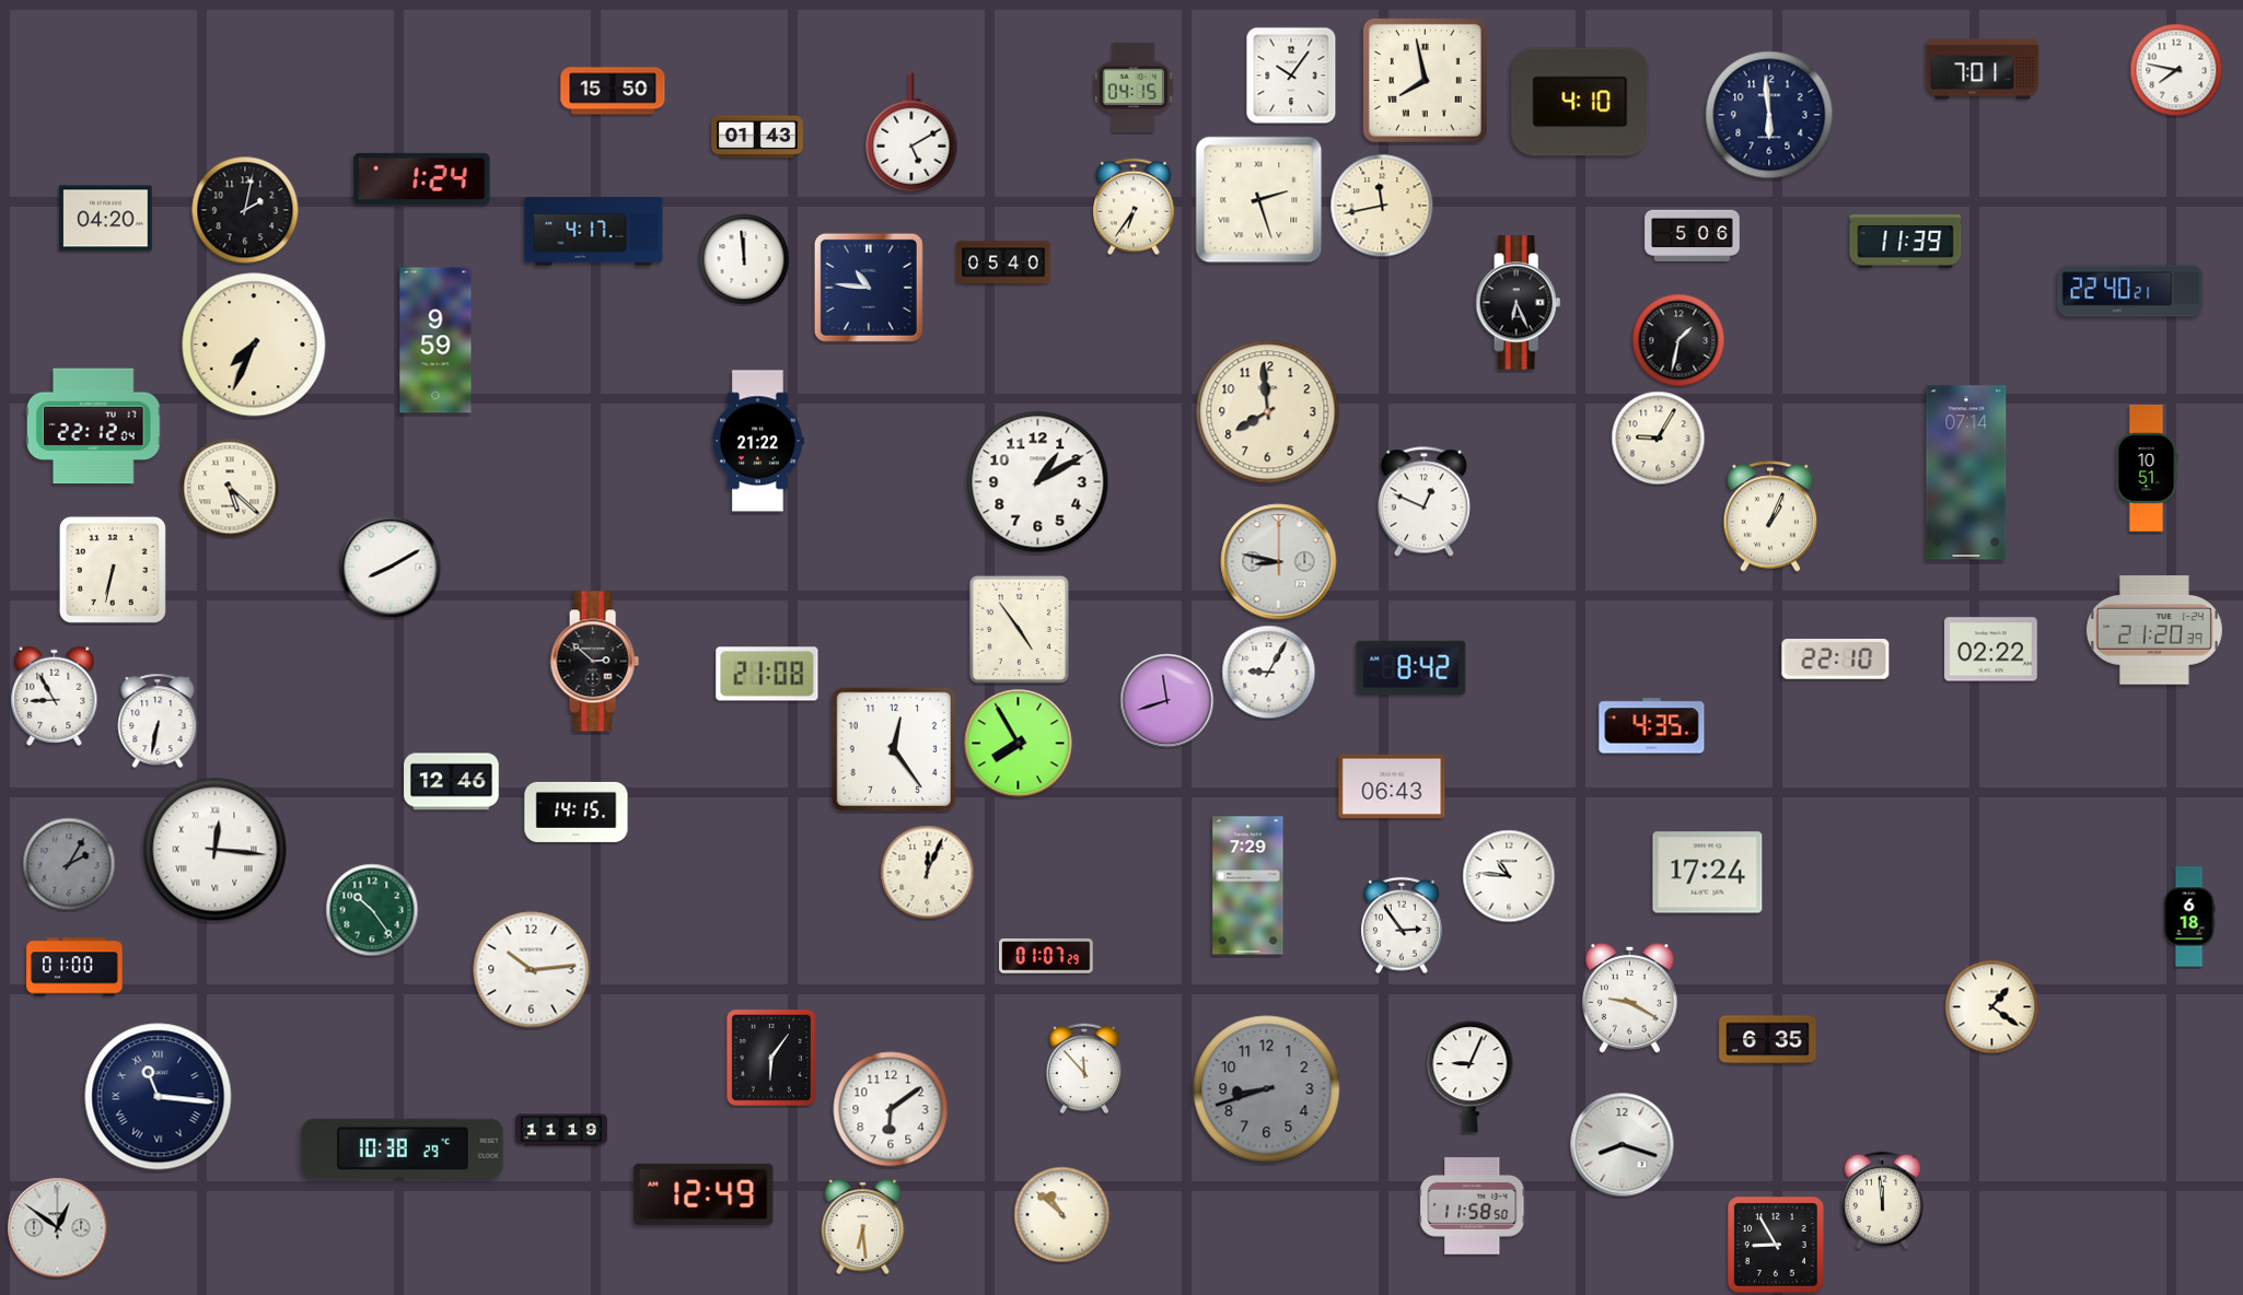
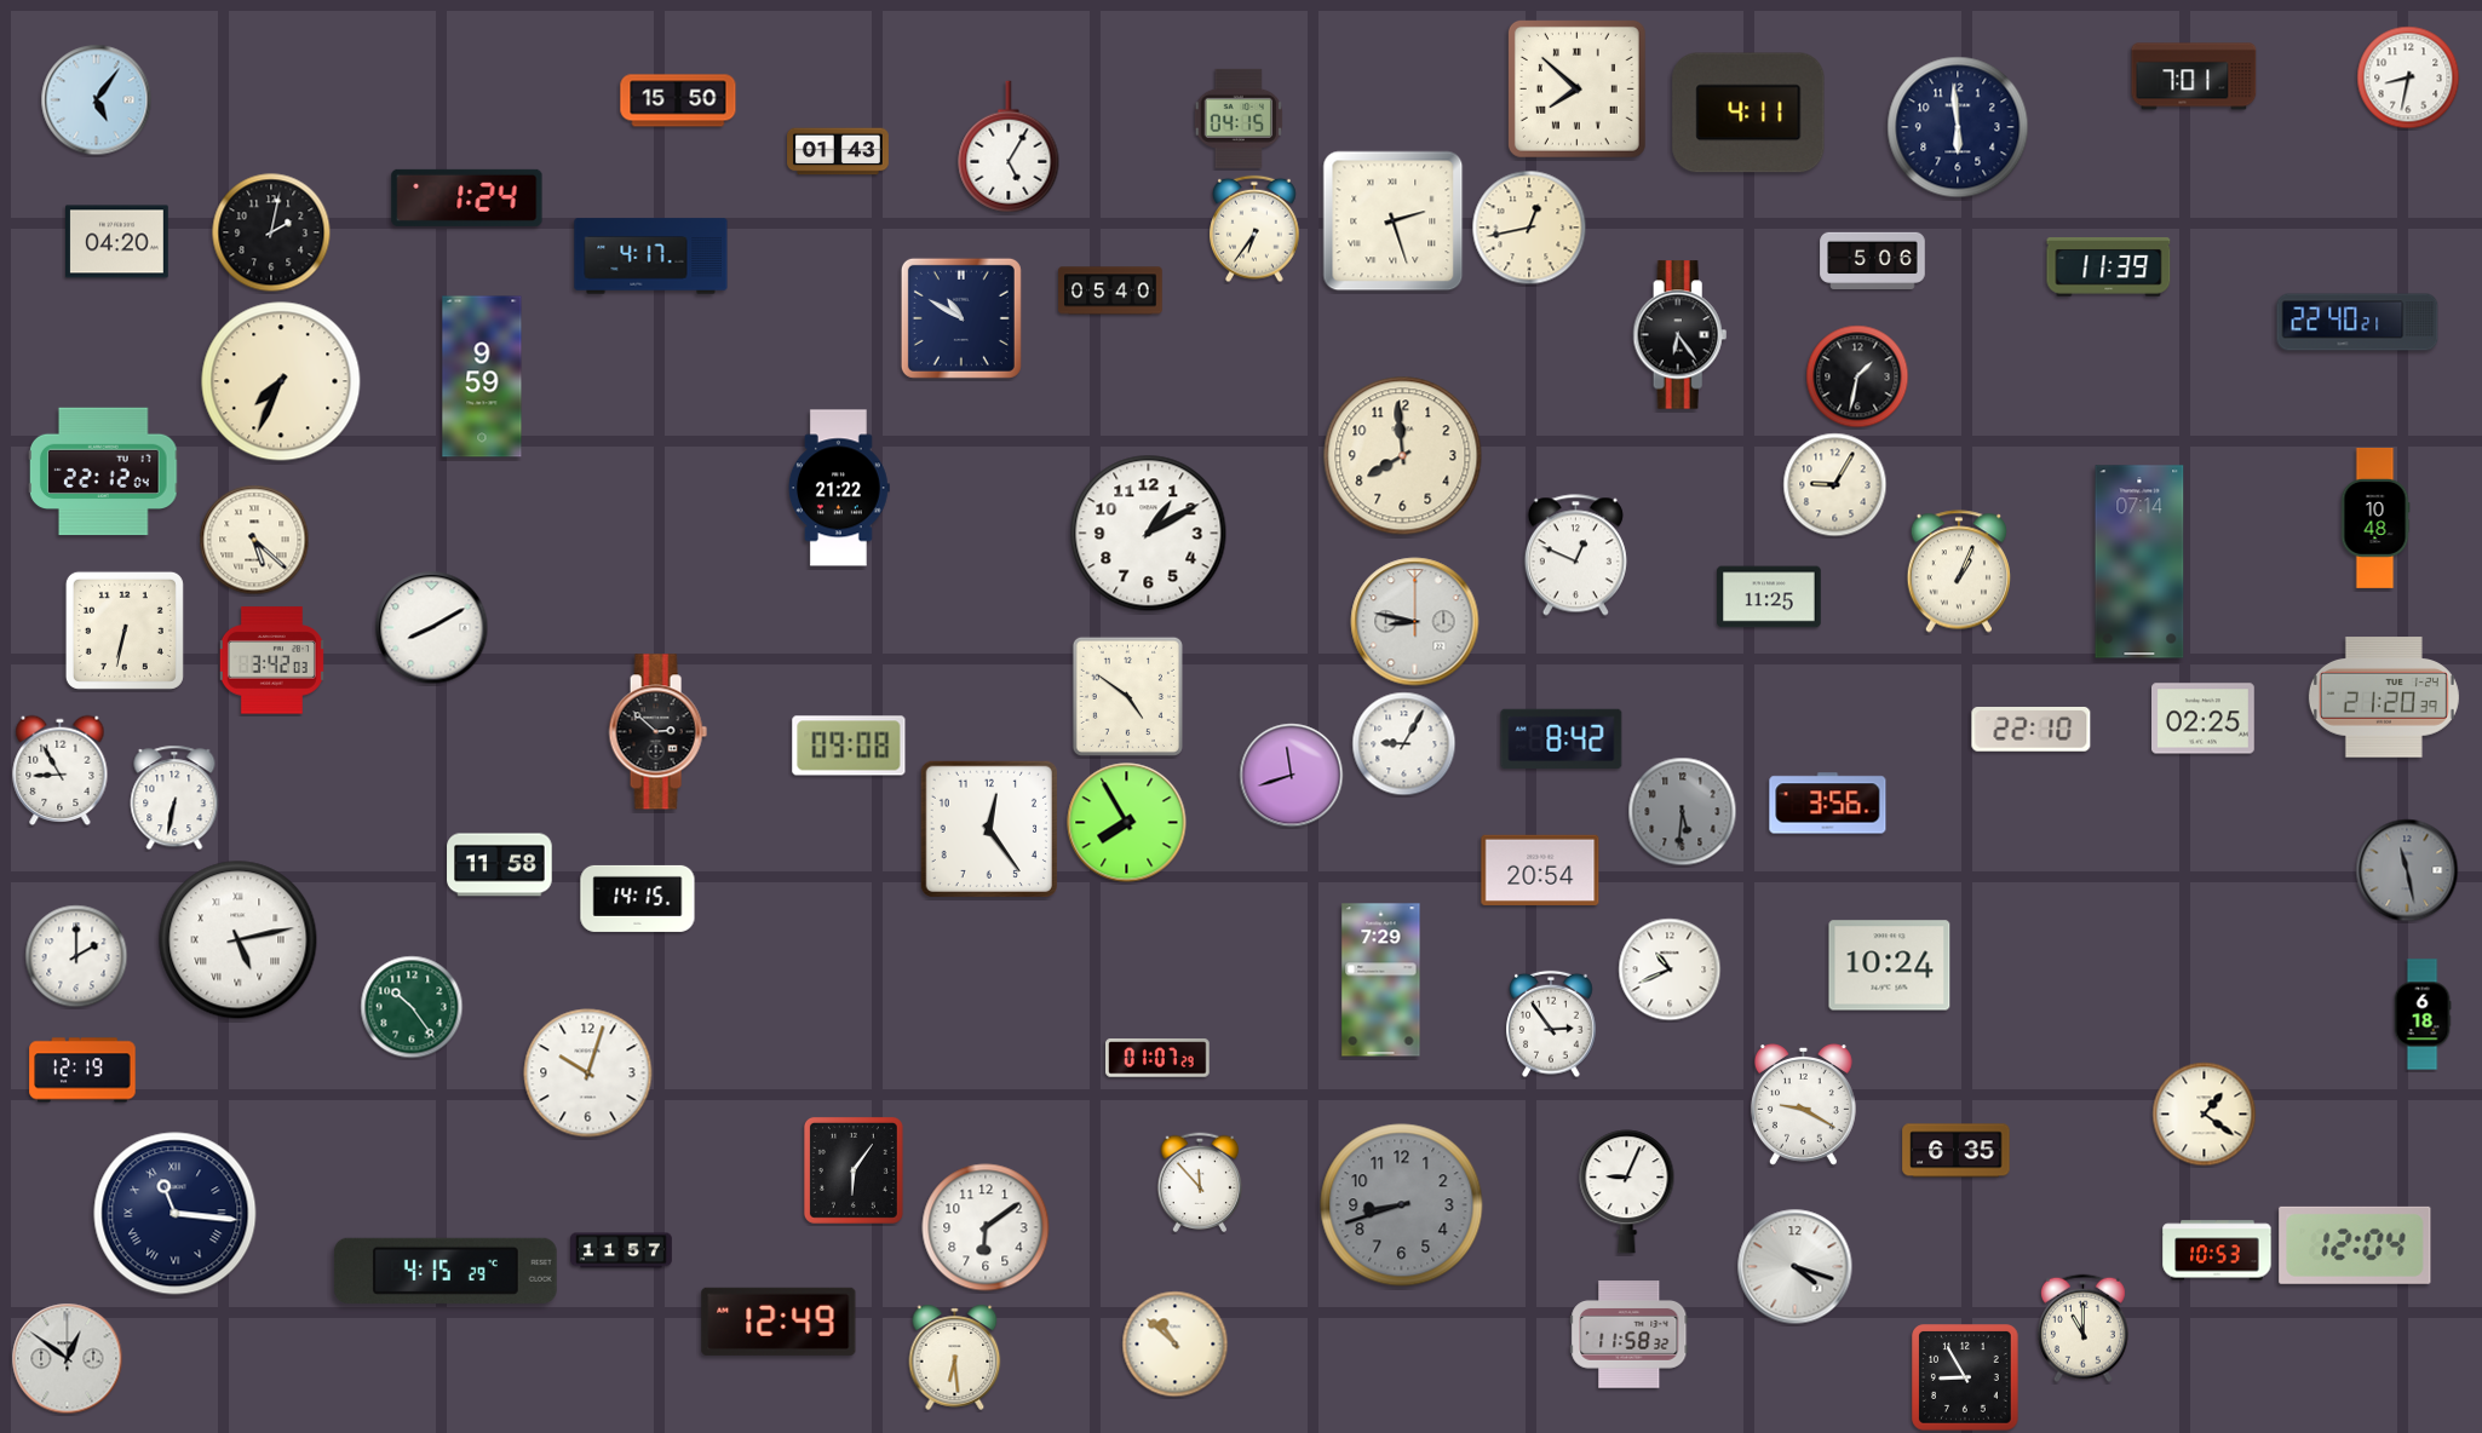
clock at (2176, 70): 7:47 -> 8:32
clock at (1291, 75): 10:06 -> none
clock at (1425, 80): 7:58 -> 7:52
clock at (1132, 87) position: (1132, 87) -> (1237, 119)
clock at (97, 100): none -> 5:06
clock at (1580, 102): 4:10 -> 4:11
clock at (911, 132): 5:10 -> 5:05
clock at (1382, 206): 11:43 -> 12:43
clock at (594, 232) position: (594, 232) -> (651, 257)
clock at (744, 259): 11:59 -> none
clock at (869, 288): 10:46 -> 10:50
clock at (1519, 303): 6:26 -> 6:24
clock at (2147, 468): 10:51 -> 10:48
clock at (1966, 472) position: (1966, 472) -> (2139, 562)
clock at (1769, 597): none -> 11:25
clock at (271, 661): none -> 3:42
clock at (1019, 629): 4:54 -> 4:51
clock at (1991, 650): 02:22 -> 02:25
clock at (767, 674): 21:08 -> 09:08
clock at (1652, 726): 4:35 -> 3:56
clock at (1683, 812): none -> 5:31
clock at (452, 782): 12:46 -> 11:58
clock at (1392, 786): 06:43 -> 20:54
clock at (2407, 870): none -> 11:28
clock at (216, 850): 12:16 -> 5:13
clock at (69, 864): 2:05 -> 2:00
clock at (69, 864) dial: grey -> white
clock at (928, 873): 12:04 -> none
clock at (1708, 873): 17:24 -> 10:24
clock at (1509, 876): 10:46 -> 10:41
clock at (74, 967): 01:00 -> 12:19
clock at (532, 970): 10:14 -> 10:03
clock at (2355, 1245): none -> 12:04
clock at (562, 1130): 11:19 -> 11:57
clock at (2217, 1250): none -> 10:53
clock at (1623, 1145): 8:18 -> 4:18
clock at (403, 1148): 10:38 -> 4:15
clock at (1882, 1201): 11:59 -> 11:00
clock at (1473, 1206): 11:58:50 -> 11:58:32
clock at (58, 1228) position: (58, 1228) -> (68, 1359)
